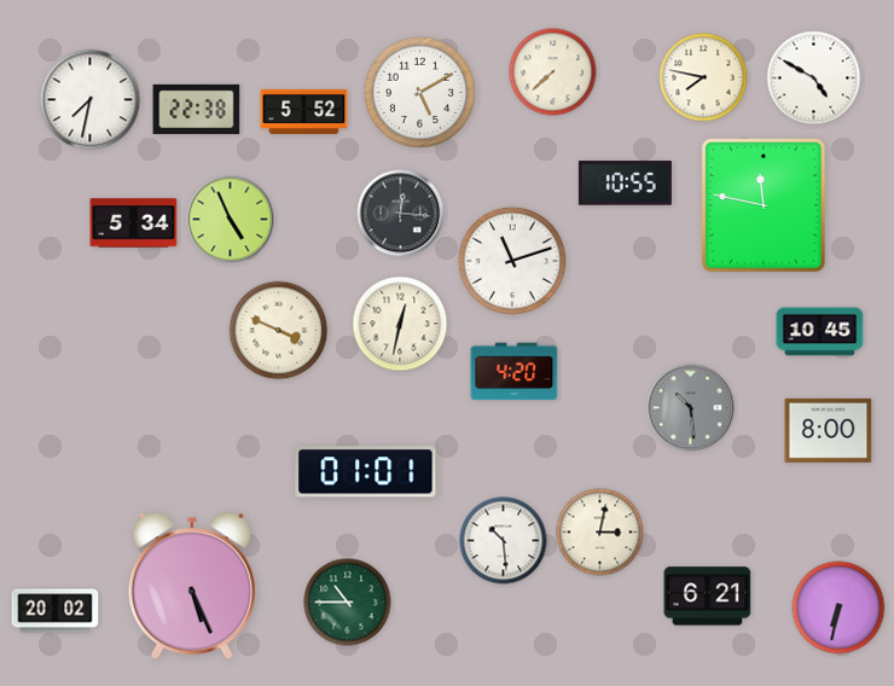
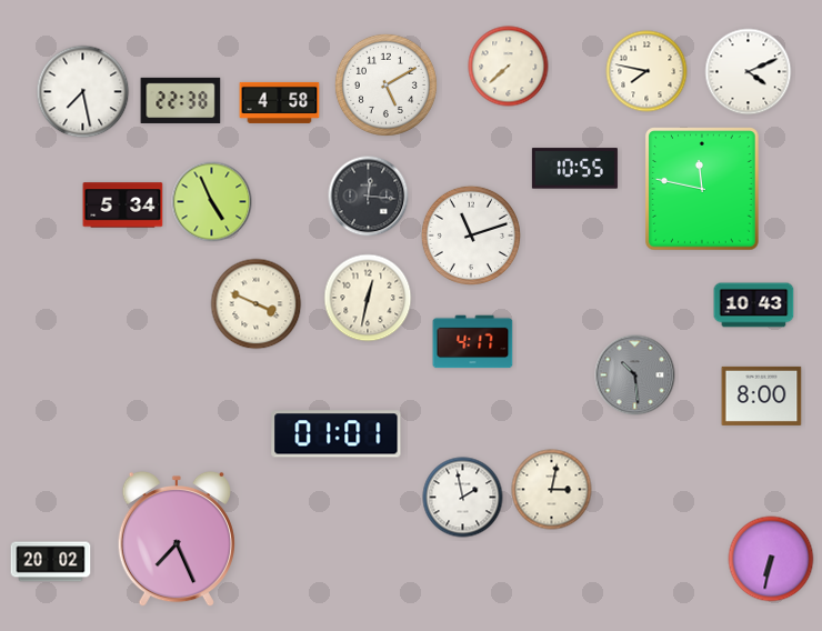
clock at (814, 79): 4:50 -> 4:11
clock at (91, 100): 7:32 -> 7:28
clock at (304, 111): 5:52 -> 4:58
clock at (511, 260) position: (511, 260) -> (470, 234)
clock at (820, 332): 10:45 -> 10:43
clock at (515, 372): 4:20 -> 4:17
clock at (504, 541): 10:29 -> 1:58
clock at (192, 586): 5:26 -> 7:26
clock at (708, 597): 6:21 -> none
clock at (348, 603): 10:45 -> none
